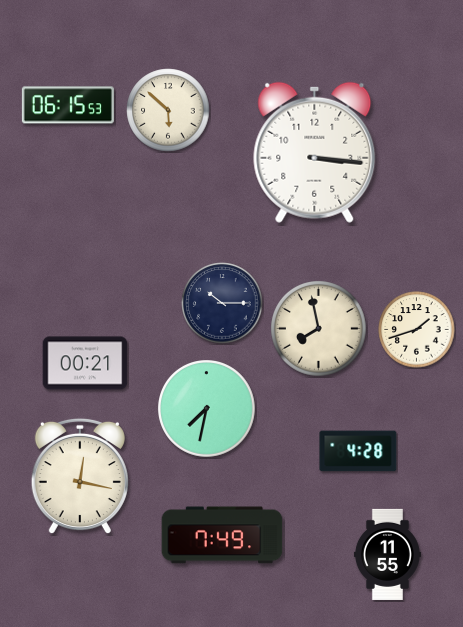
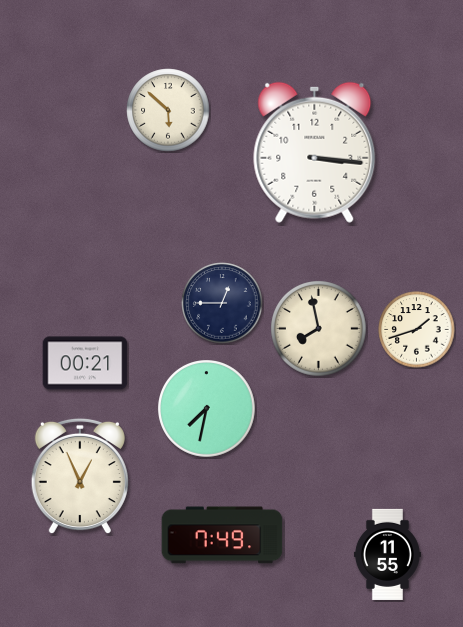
clock at (68, 105): 06:15 -> none
clock at (222, 303): 10:15 -> 12:45
clock at (358, 451): 4:28 -> none
clock at (80, 476): 12:17 -> 12:56
